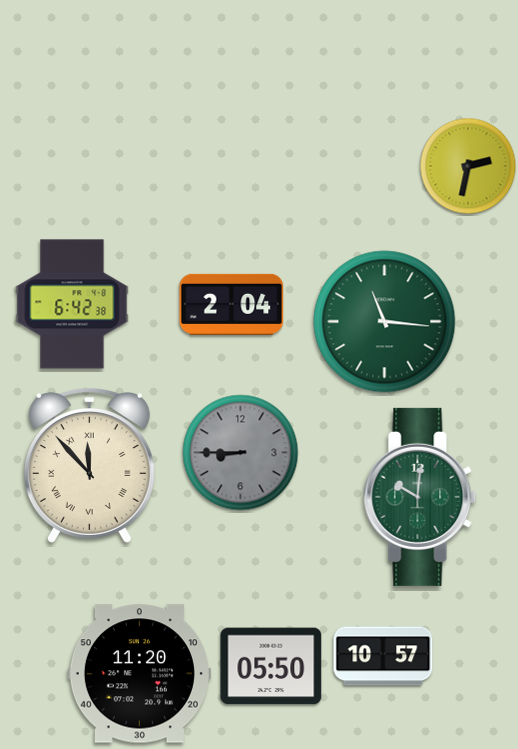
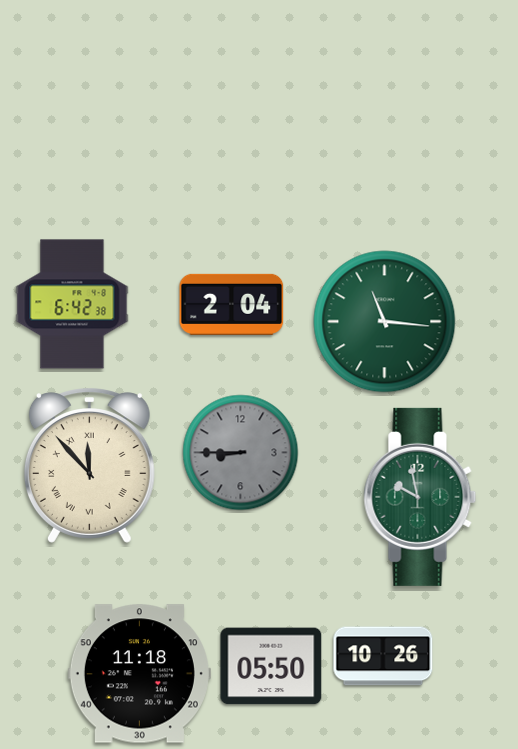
clock at (468, 166): 2:32 -> none
clock at (420, 497): 10:01 -> 9:58
clock at (383, 656): 10:57 -> 10:26
clock at (139, 674): 11:20 -> 11:18
